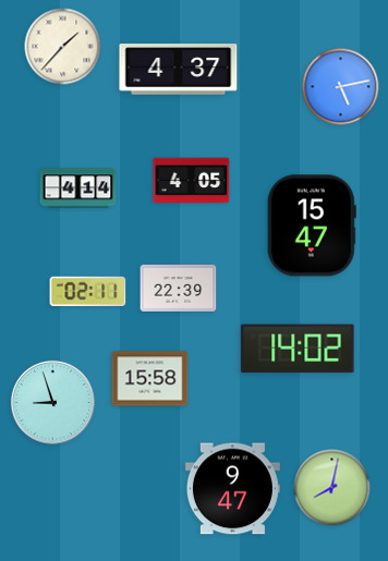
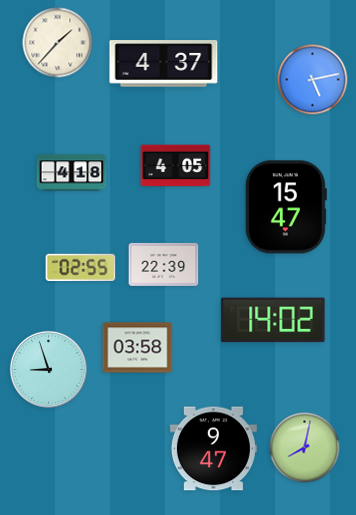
clock at (78, 188): 4:14 -> 4:18
clock at (88, 291): 02:11 -> 02:55
clock at (150, 379): 15:58 -> 03:58
